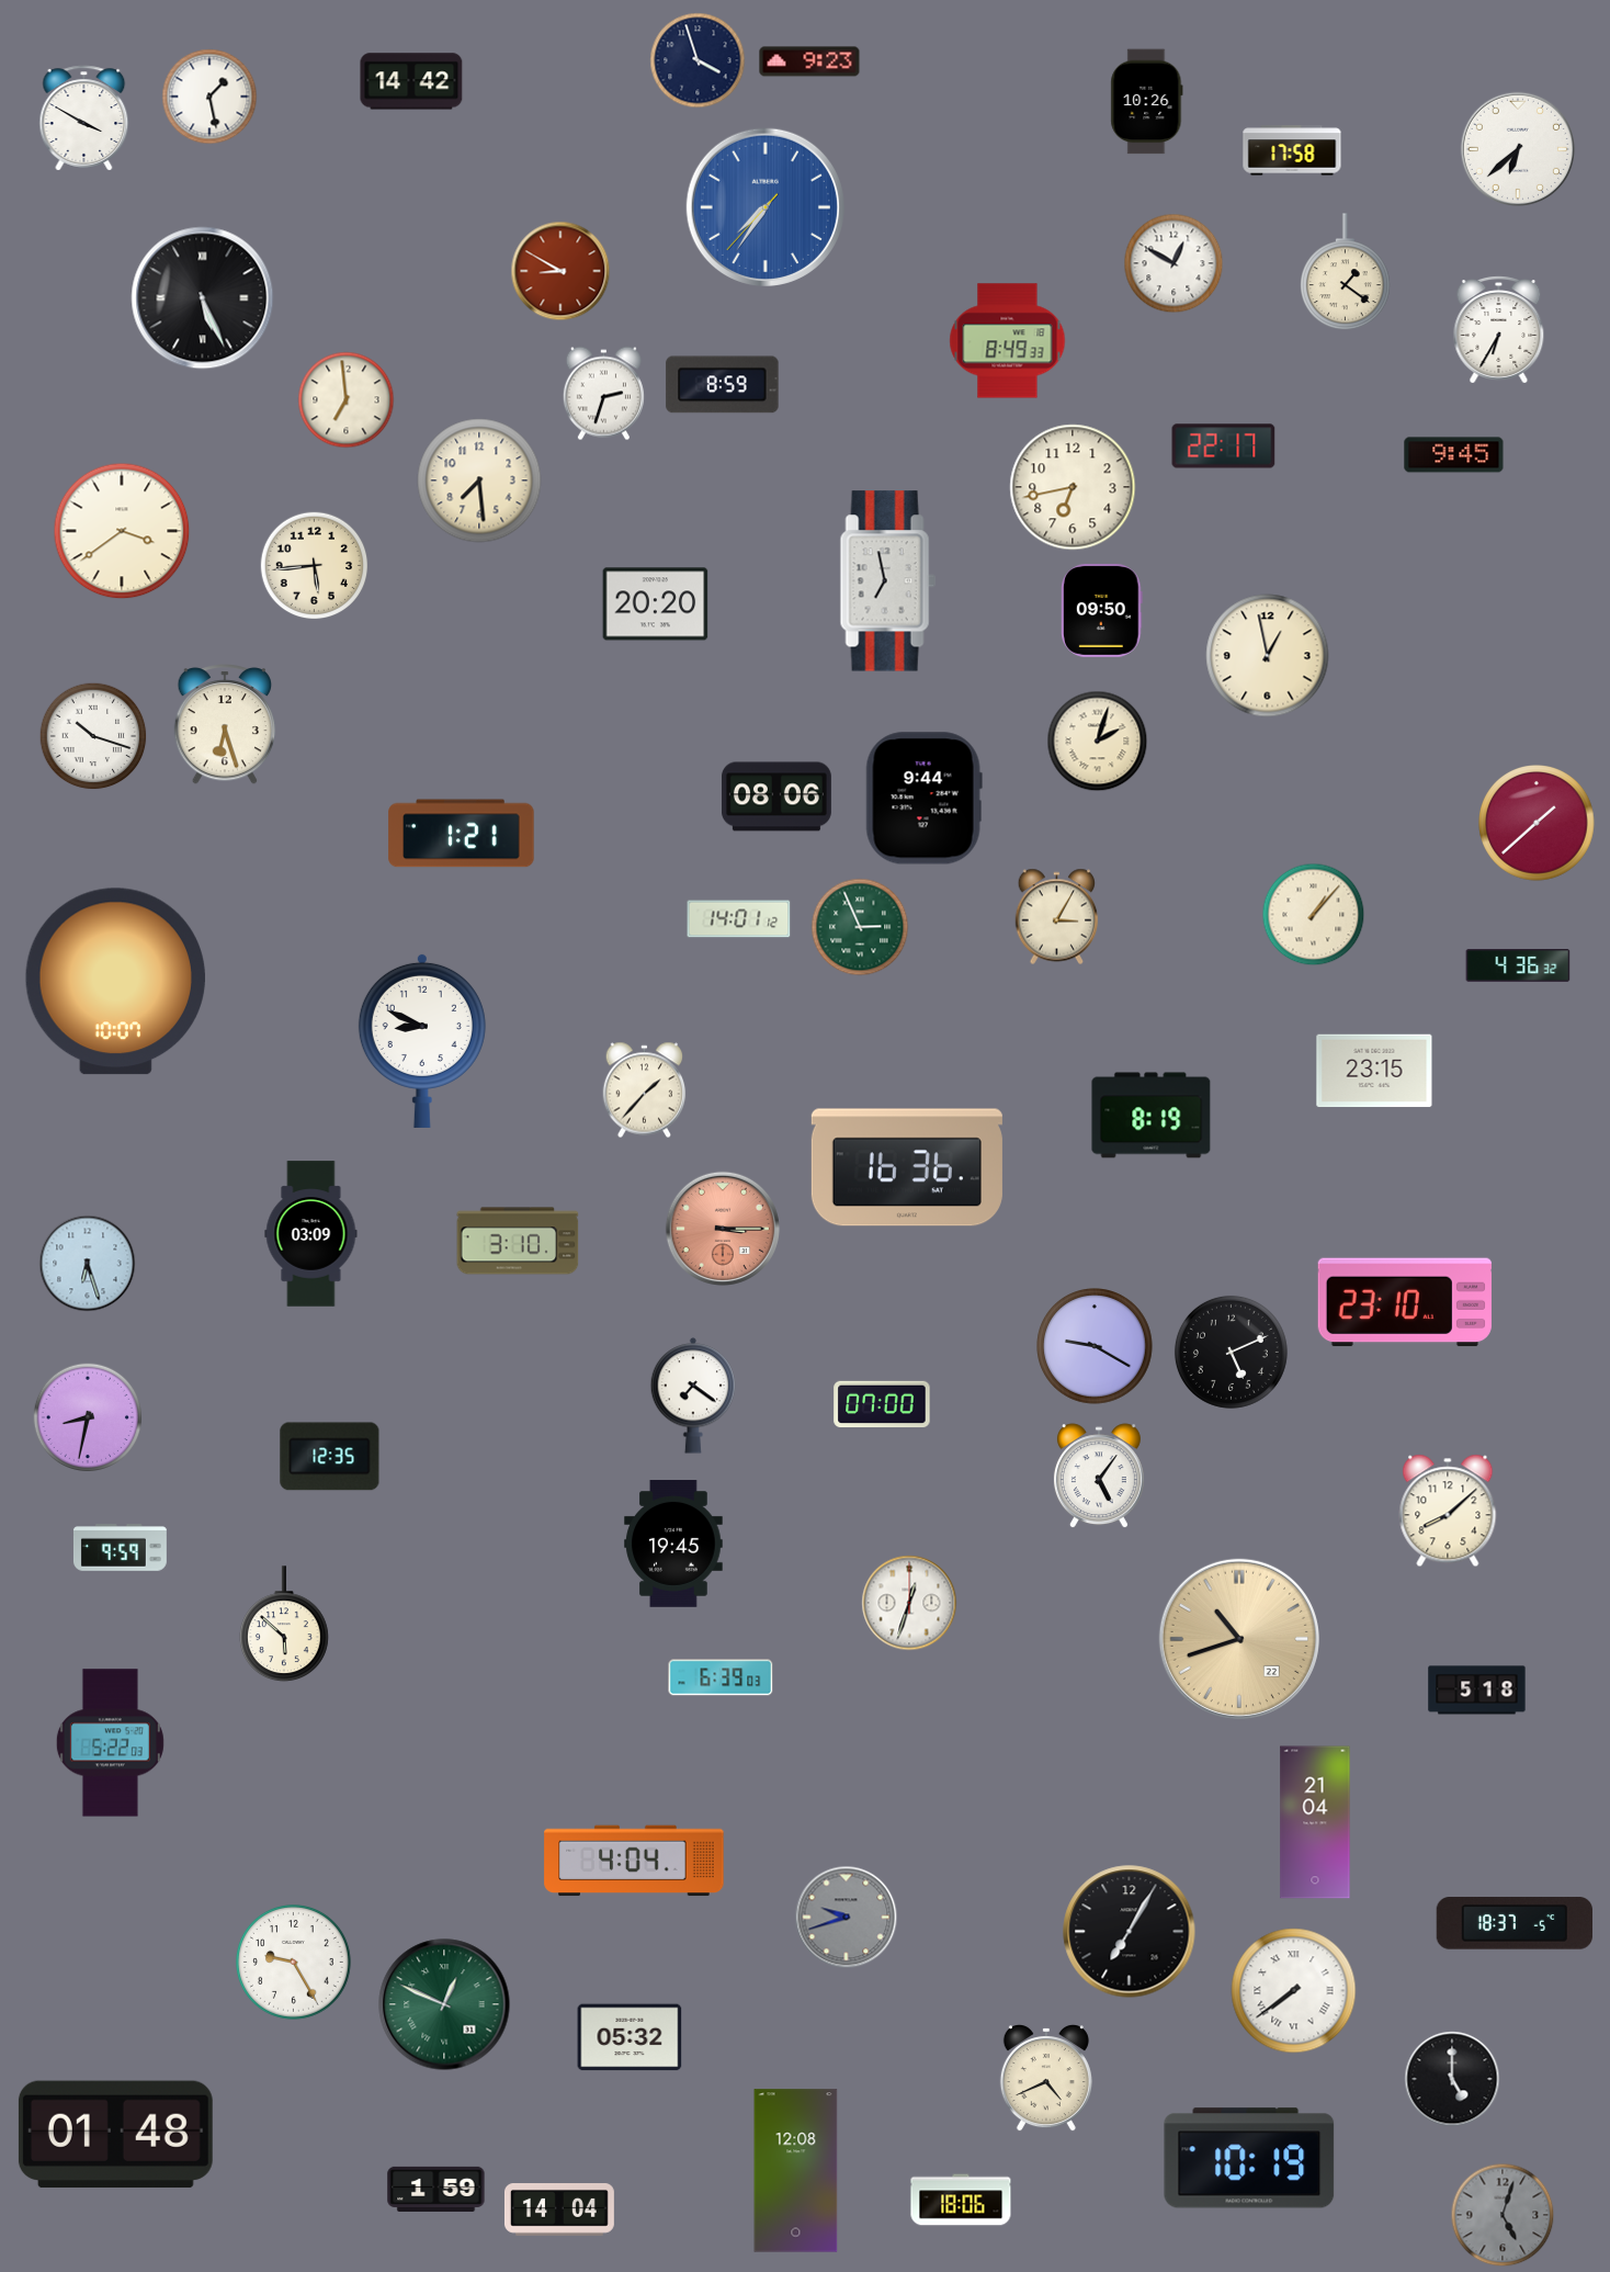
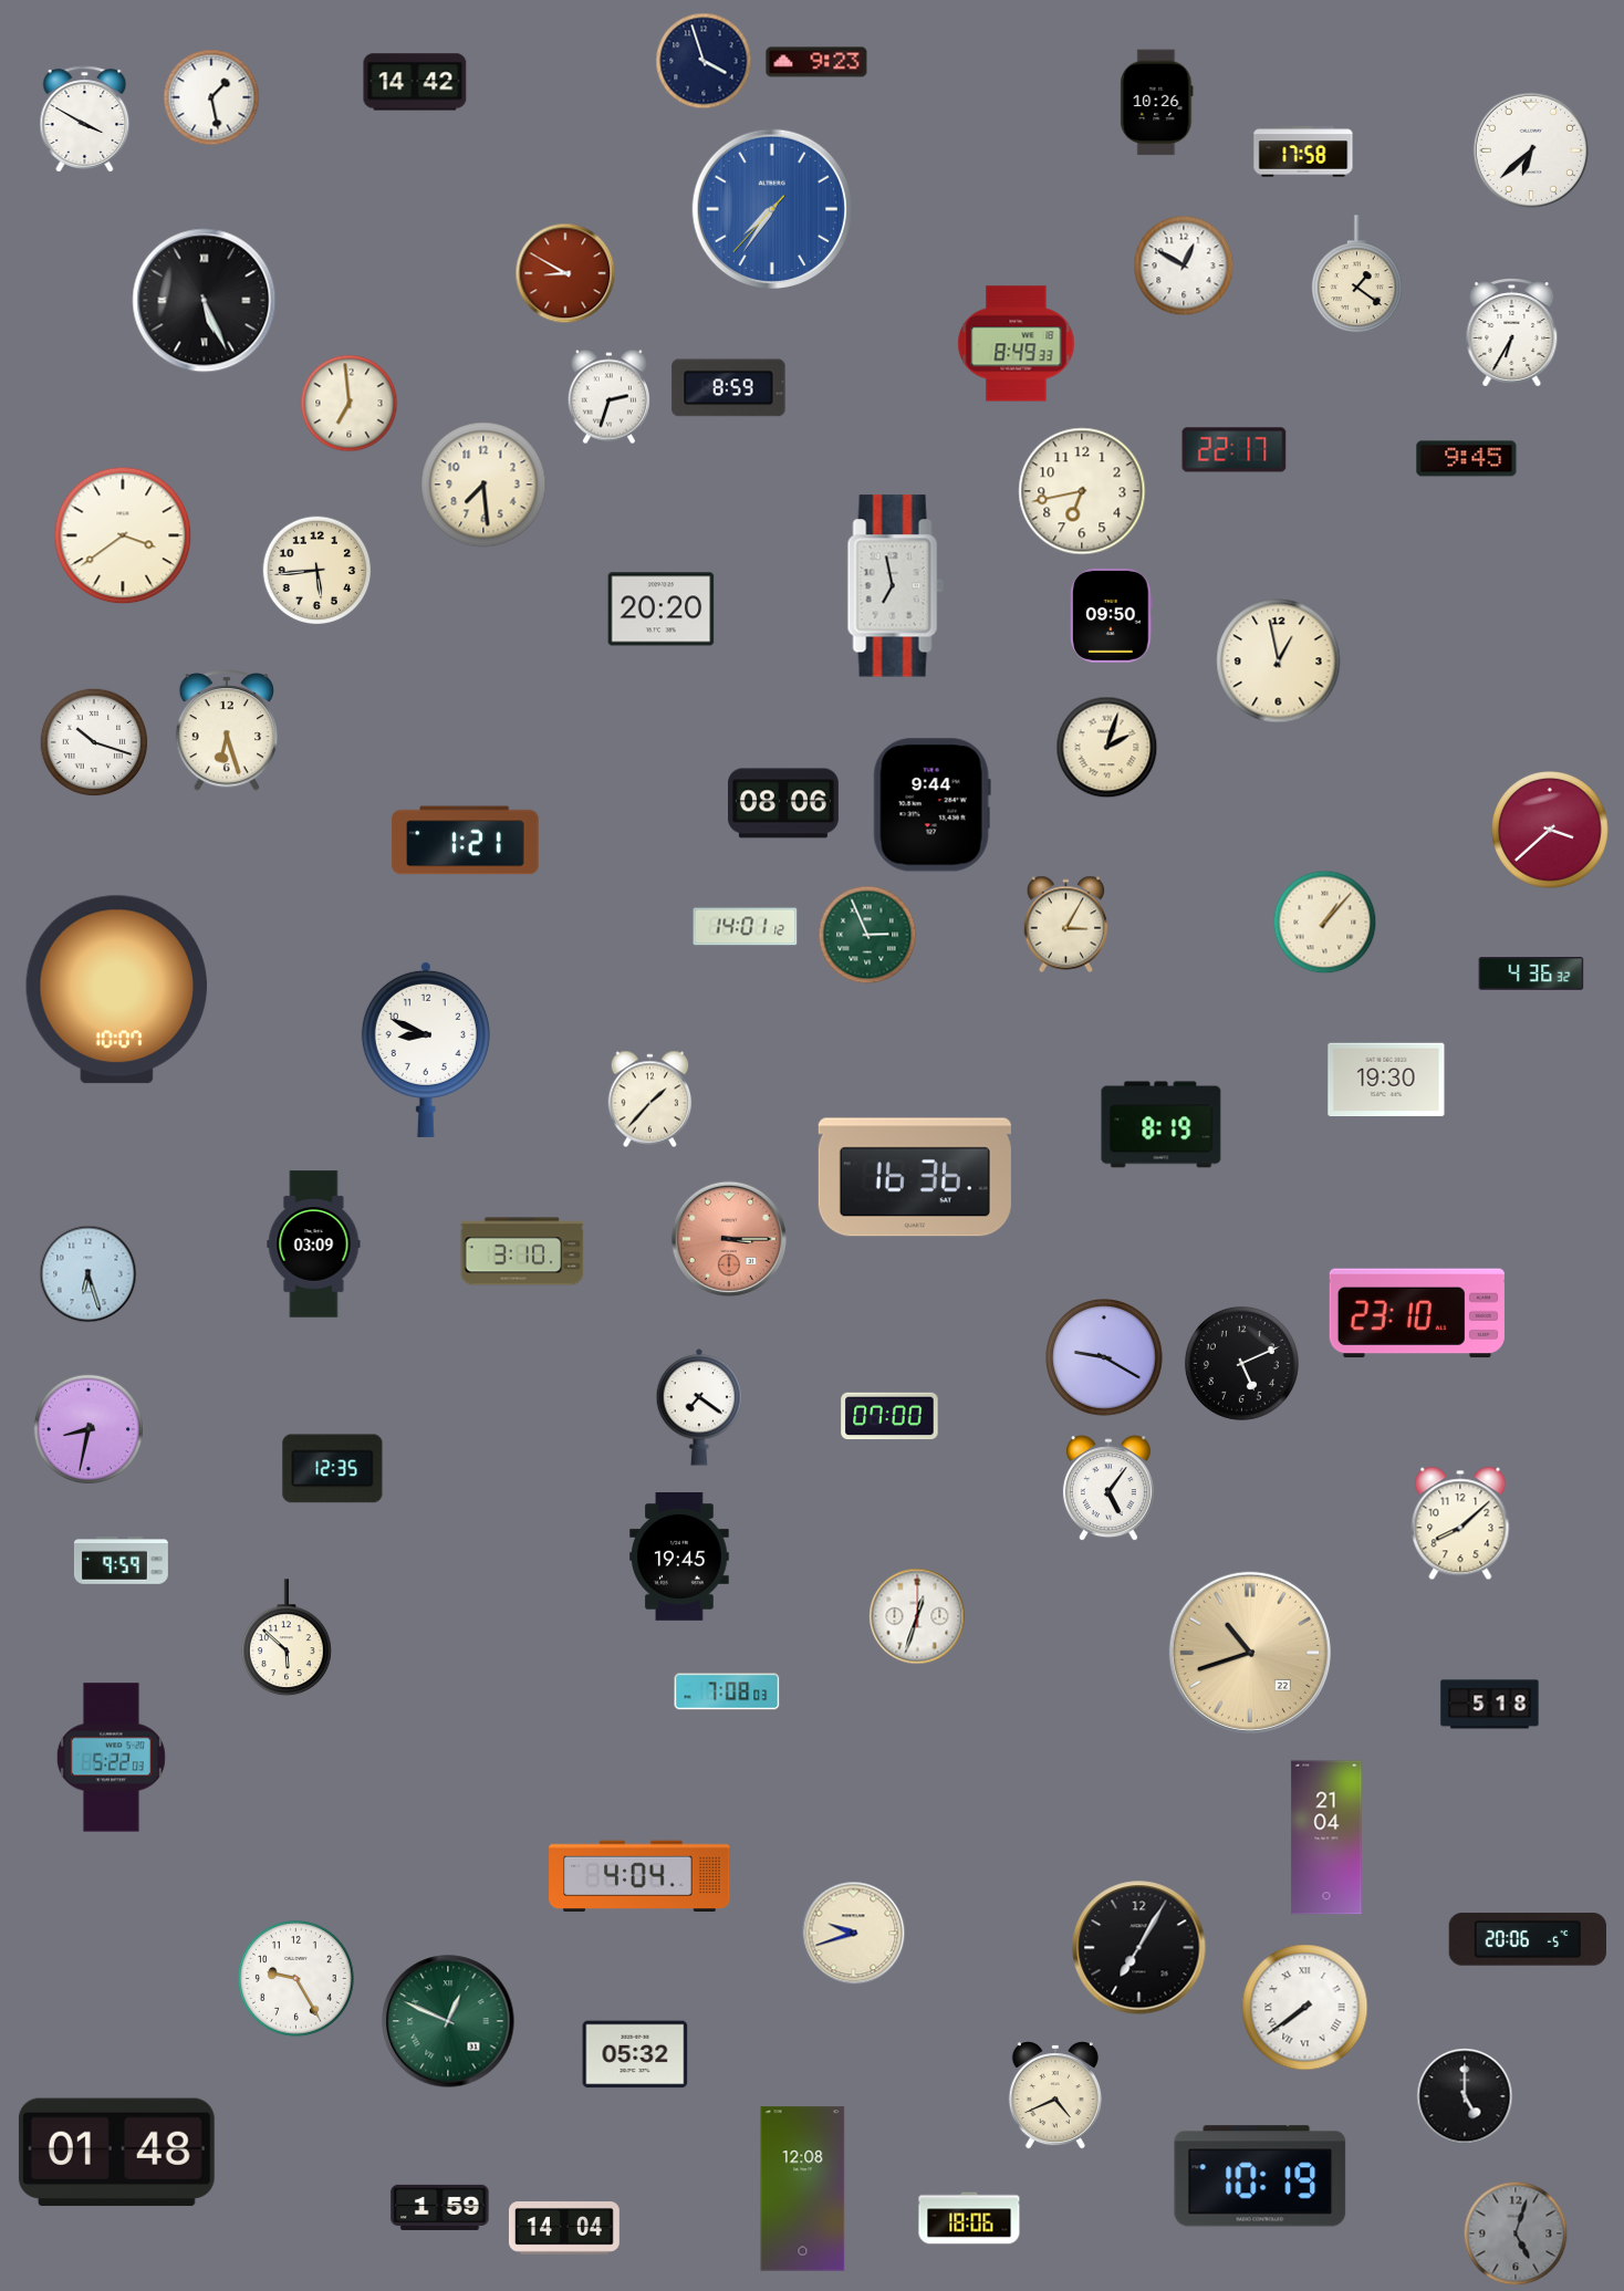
clock at (1537, 823): 1:38 -> 3:38
clock at (1374, 1071): 23:15 -> 19:30
clock at (721, 1677): 6:39 -> 7:08
clock at (847, 1918) dial: grey -> cream
clock at (1513, 1923): 18:37 -> 20:06
